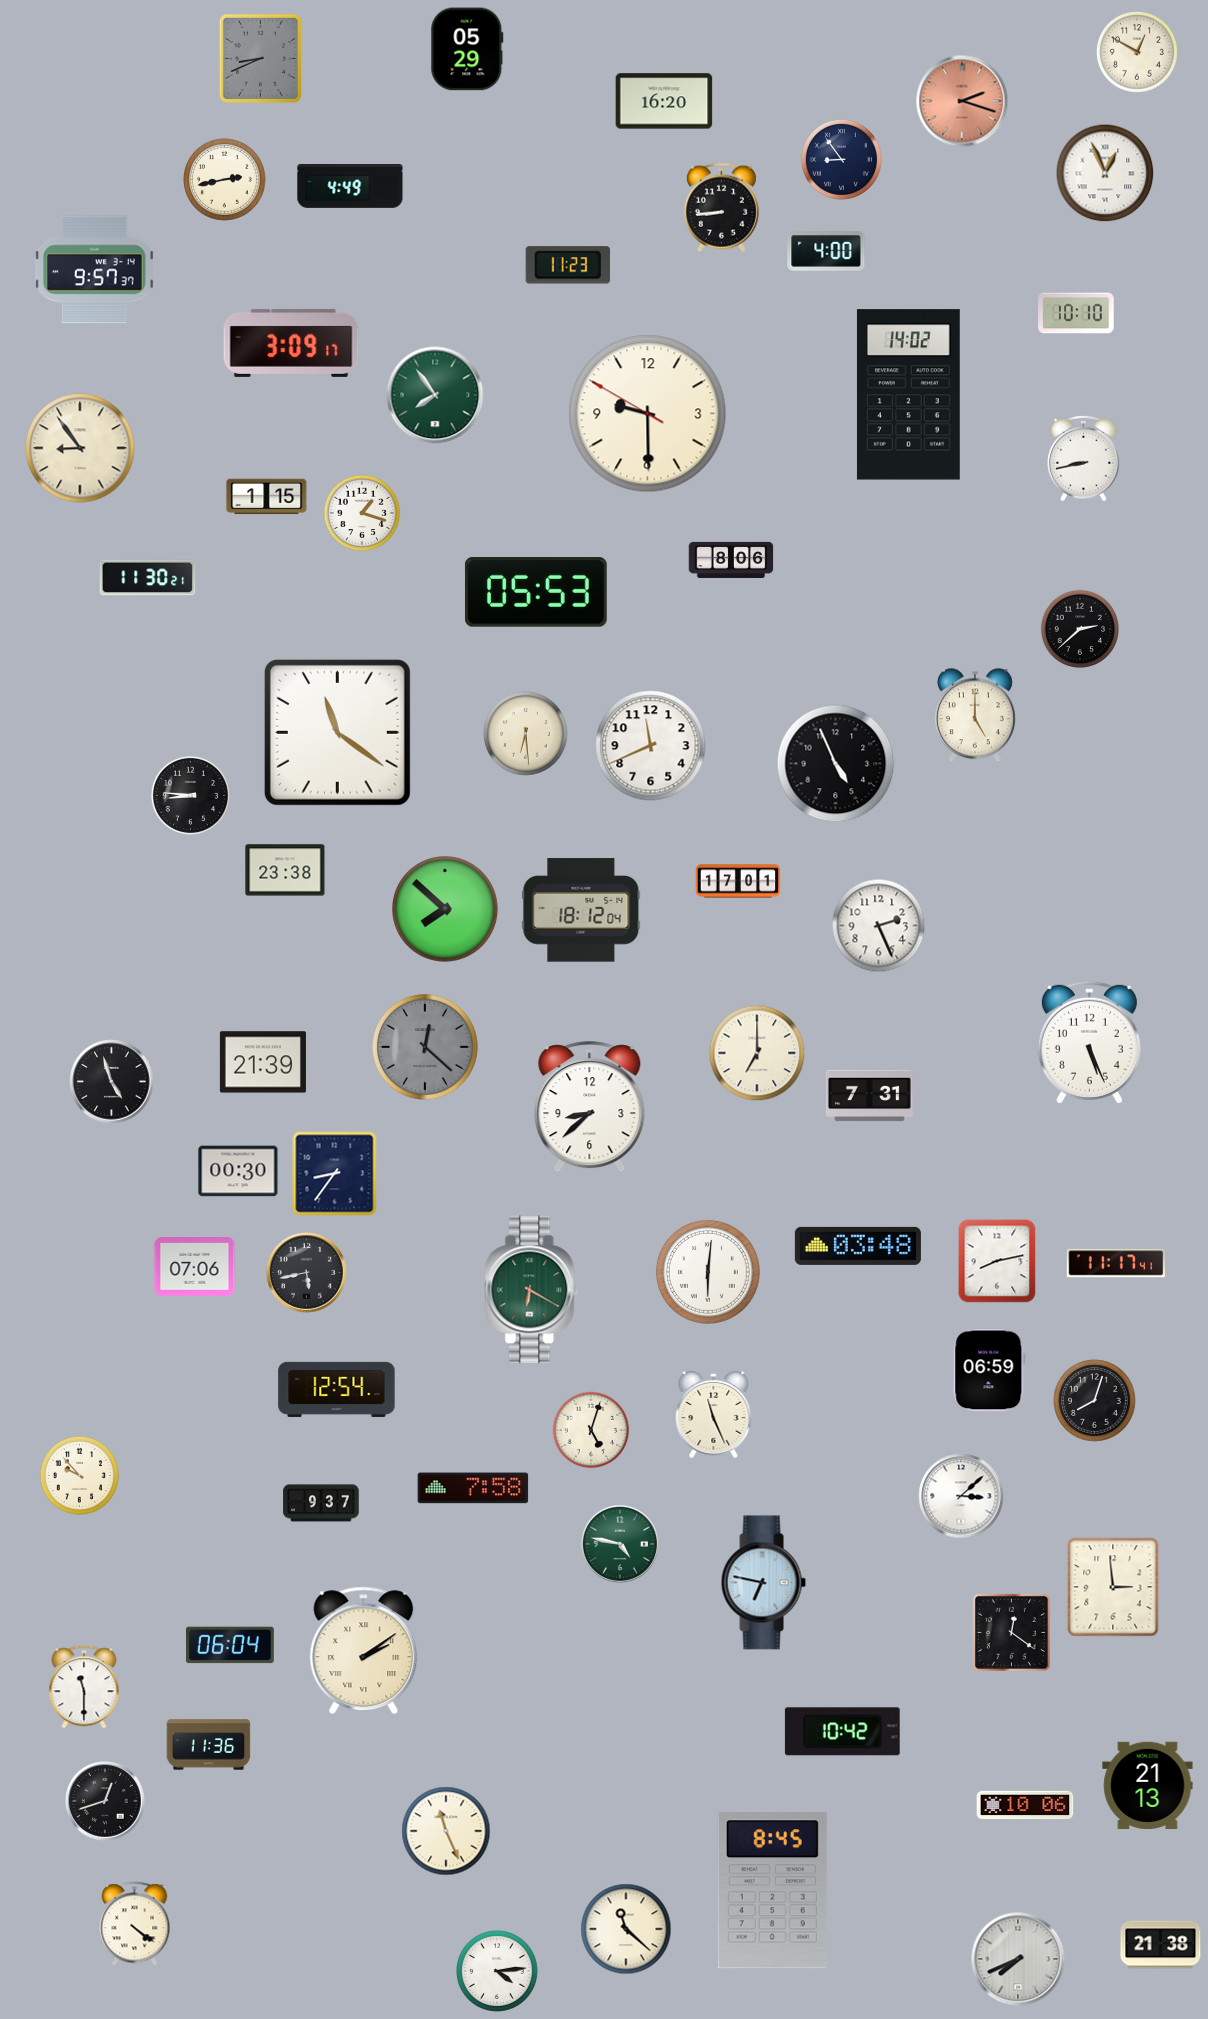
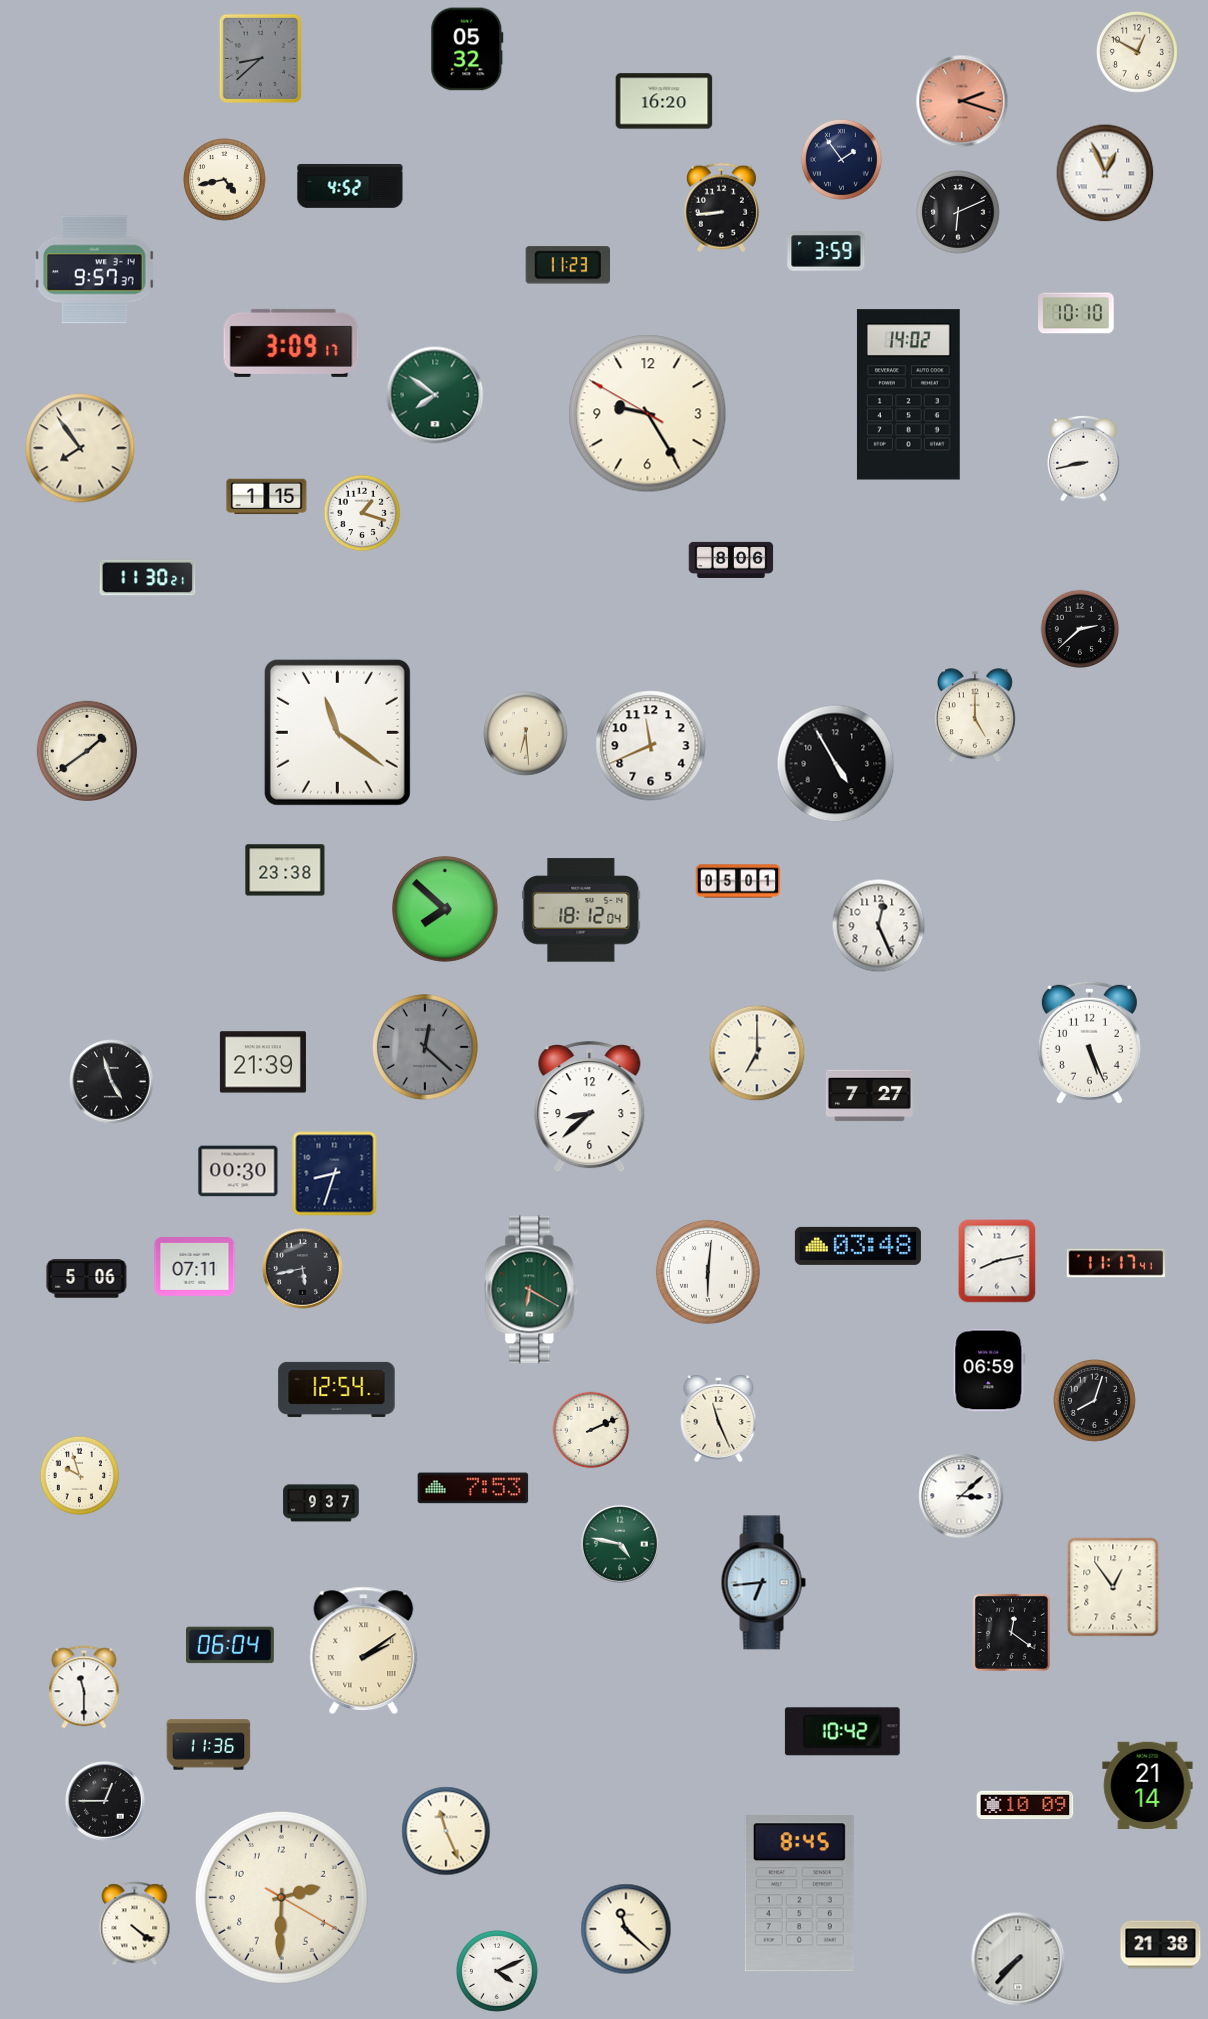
clock at (467, 49): 05:29 -> 05:32
clock at (260, 58): 8:41 -> 8:38
clock at (841, 159): 8:54 -> 1:54
clock at (225, 180): 2:43 -> 4:43
clock at (350, 186): 4:49 -> 4:52
clock at (958, 212): none -> 6:11
clock at (826, 251): 4:00 -> 3:59
clock at (435, 395): 7:54 -> 7:51
clock at (648, 414): 9:29 -> 9:24
clock at (80, 448): 8:54 -> 7:54
clock at (536, 593): 05:53 -> none
clock at (86, 750): none -> 1:39
clock at (836, 764): 4:56 -> 4:55
clock at (190, 795): 8:46 -> none
clock at (738, 881): 17:01 -> 05:01
clock at (879, 926): 2:26 -> 12:26
clock at (869, 1096): 7:31 -> 7:27
clock at (335, 1174): 8:36 -> 8:33
clock at (195, 1267): 07:06 -> 07:11
clock at (307, 1273) position: (307, 1273) -> (303, 1269)
clock at (87, 1279): none -> 5:06
clock at (714, 1415) position: (714, 1415) -> (719, 1419)
clock at (591, 1430): 5:03 -> 2:11
clock at (79, 1475): 9:53 -> 9:57
clock at (473, 1488): 7:58 -> 7:53
clock at (763, 1583): 6:47 -> 6:44
clock at (1113, 1587): 2:59 -> 12:54
clock at (1148, 1785): 21:13 -> 21:14
clock at (106, 1802): 12:42 -> 12:45
clock at (1025, 1805): 10:06 -> 10:09
clock at (772, 1891) position: (772, 1891) -> (799, 1894)
clock at (281, 1897): none -> 2:30
clock at (1018, 1959): 7:41 -> 7:37
clock at (497, 1971): 4:14 -> 4:11
